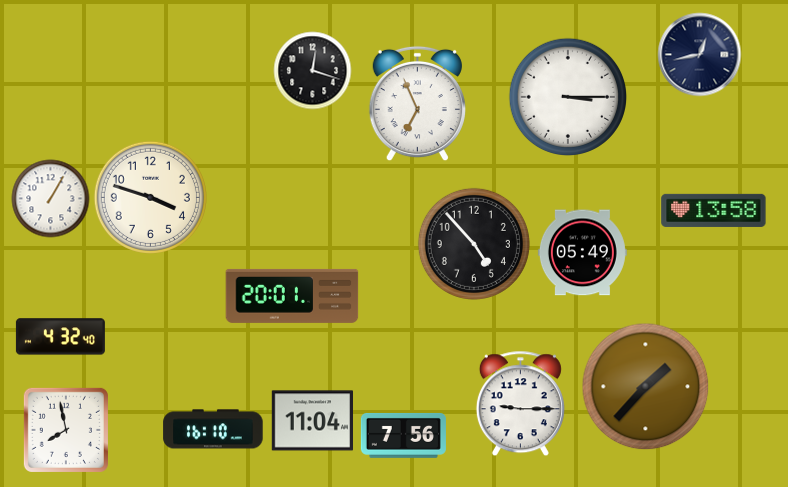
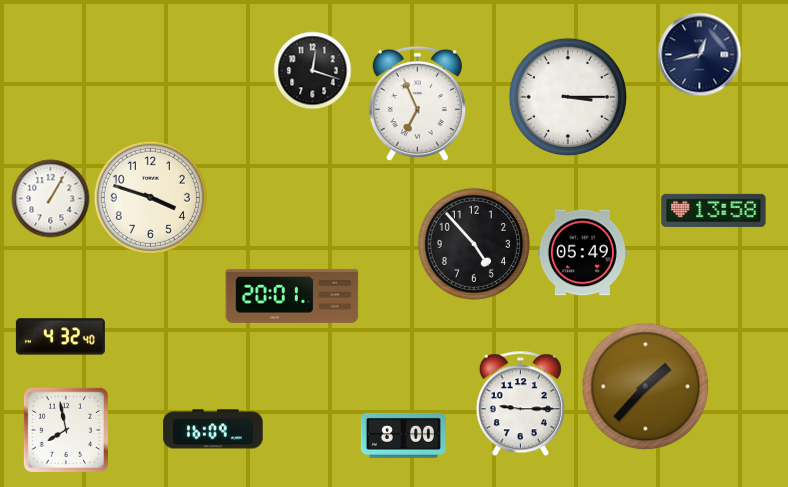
clock at (312, 421): 11:04 -> none
clock at (213, 429): 16:10 -> 16:09
clock at (403, 435): 7:56 -> 8:00
